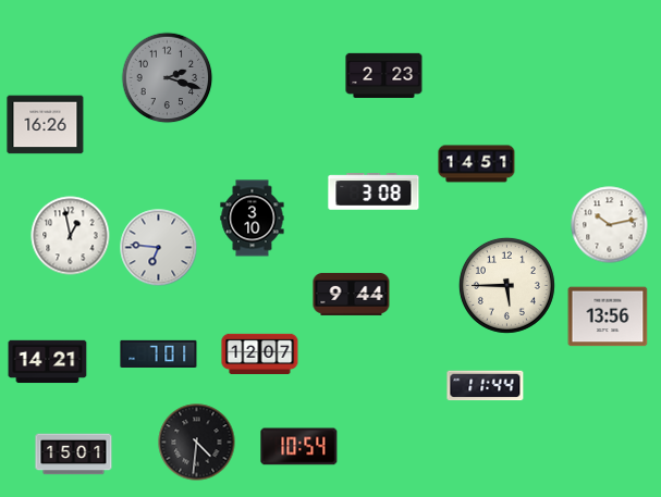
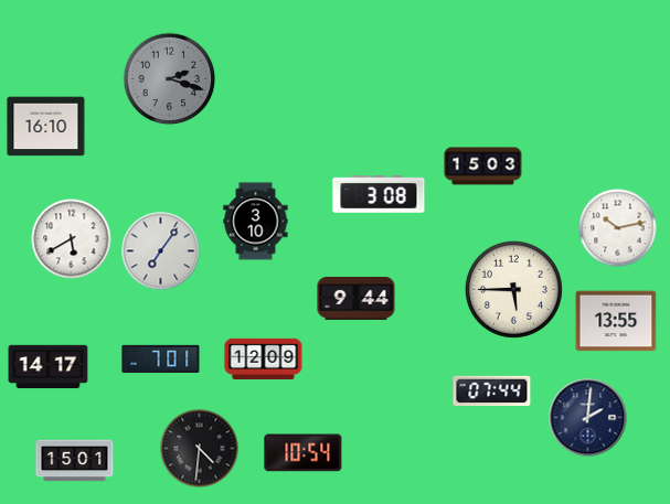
clock at (384, 75): 2:23 -> none
clock at (46, 125): 16:26 -> 16:10
clock at (477, 164): 14:51 -> 15:03
clock at (71, 236): 12:58 -> 5:40
clock at (159, 248): 6:46 -> 7:06
clock at (608, 316): 13:56 -> 13:55
clock at (260, 353): 12:07 -> 12:09
clock at (48, 362): 14:21 -> 14:17
clock at (486, 386): 11:44 -> 07:44
clock at (588, 418): none -> 2:01
